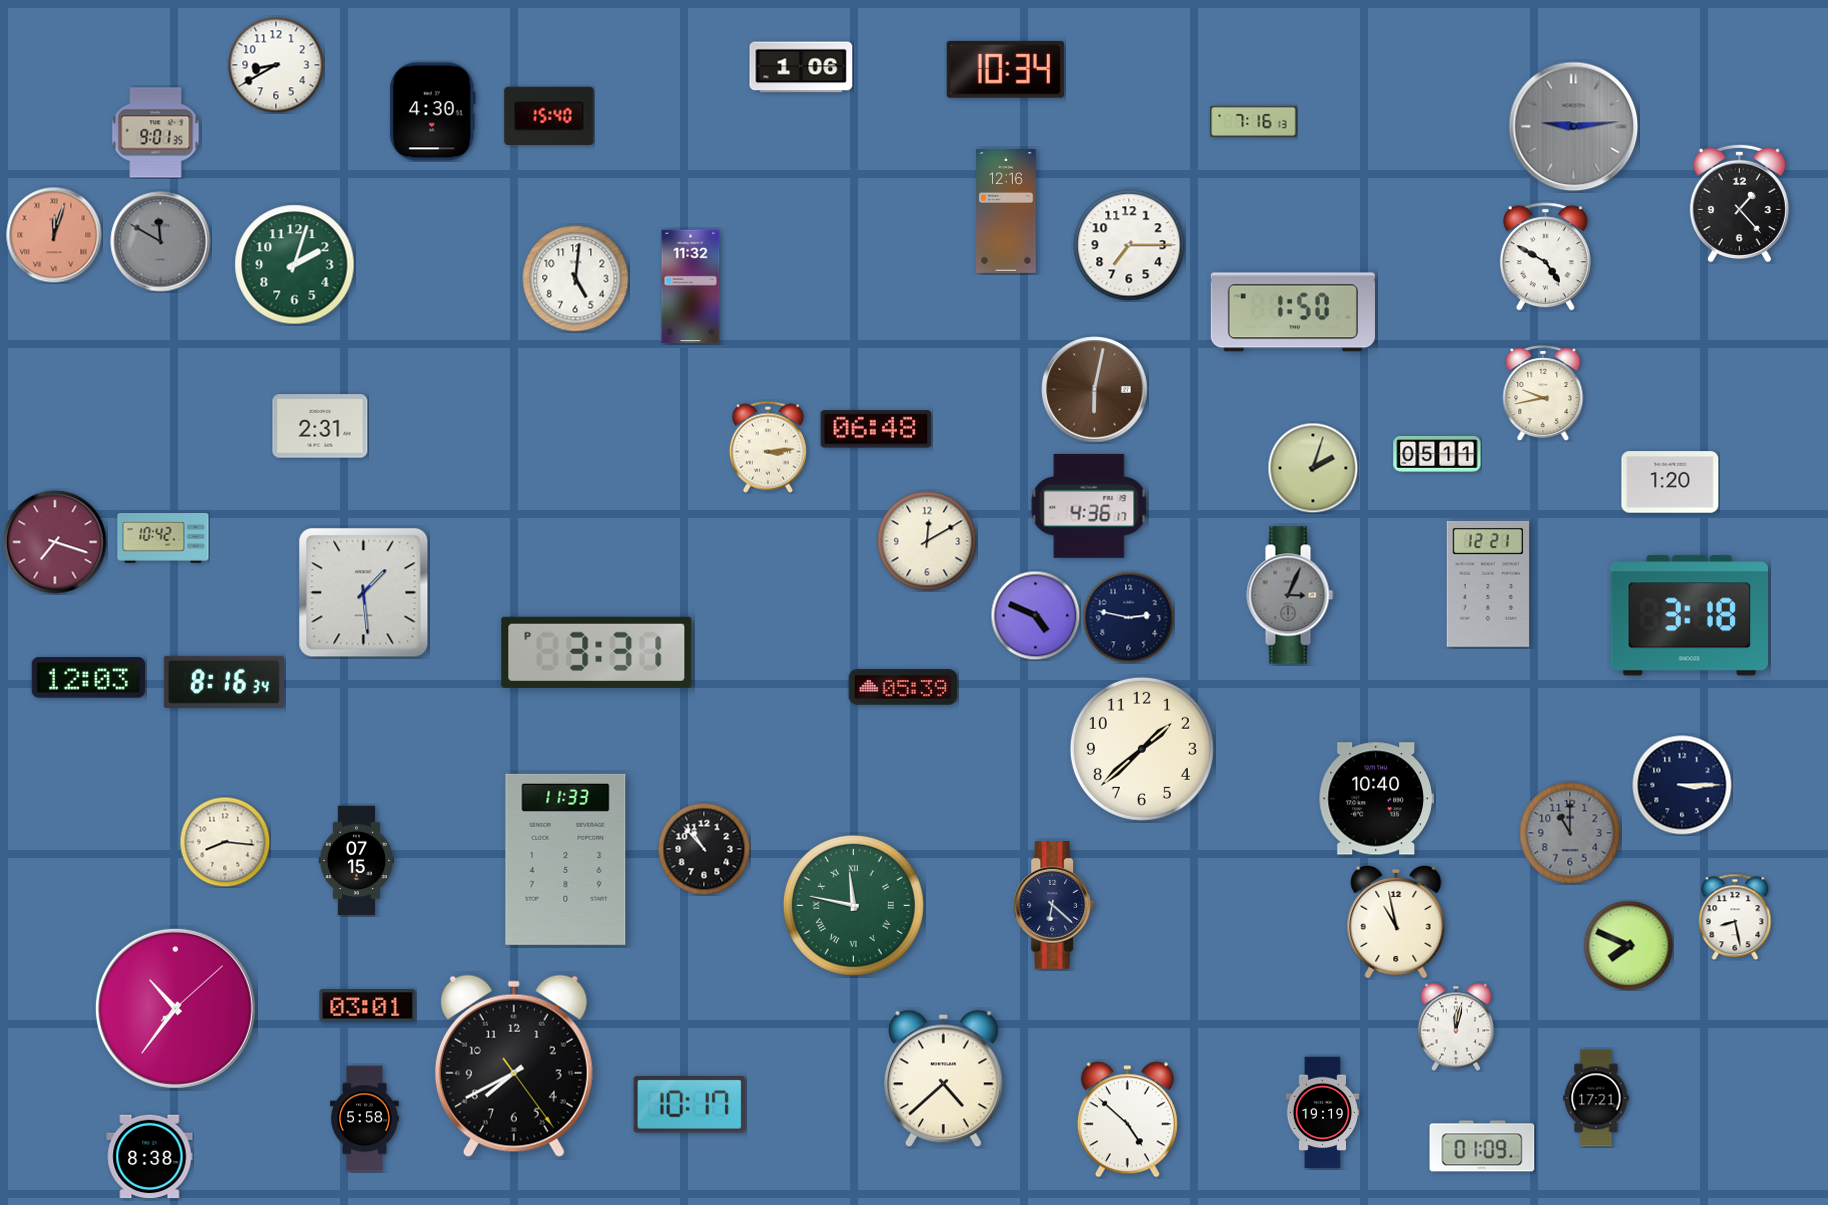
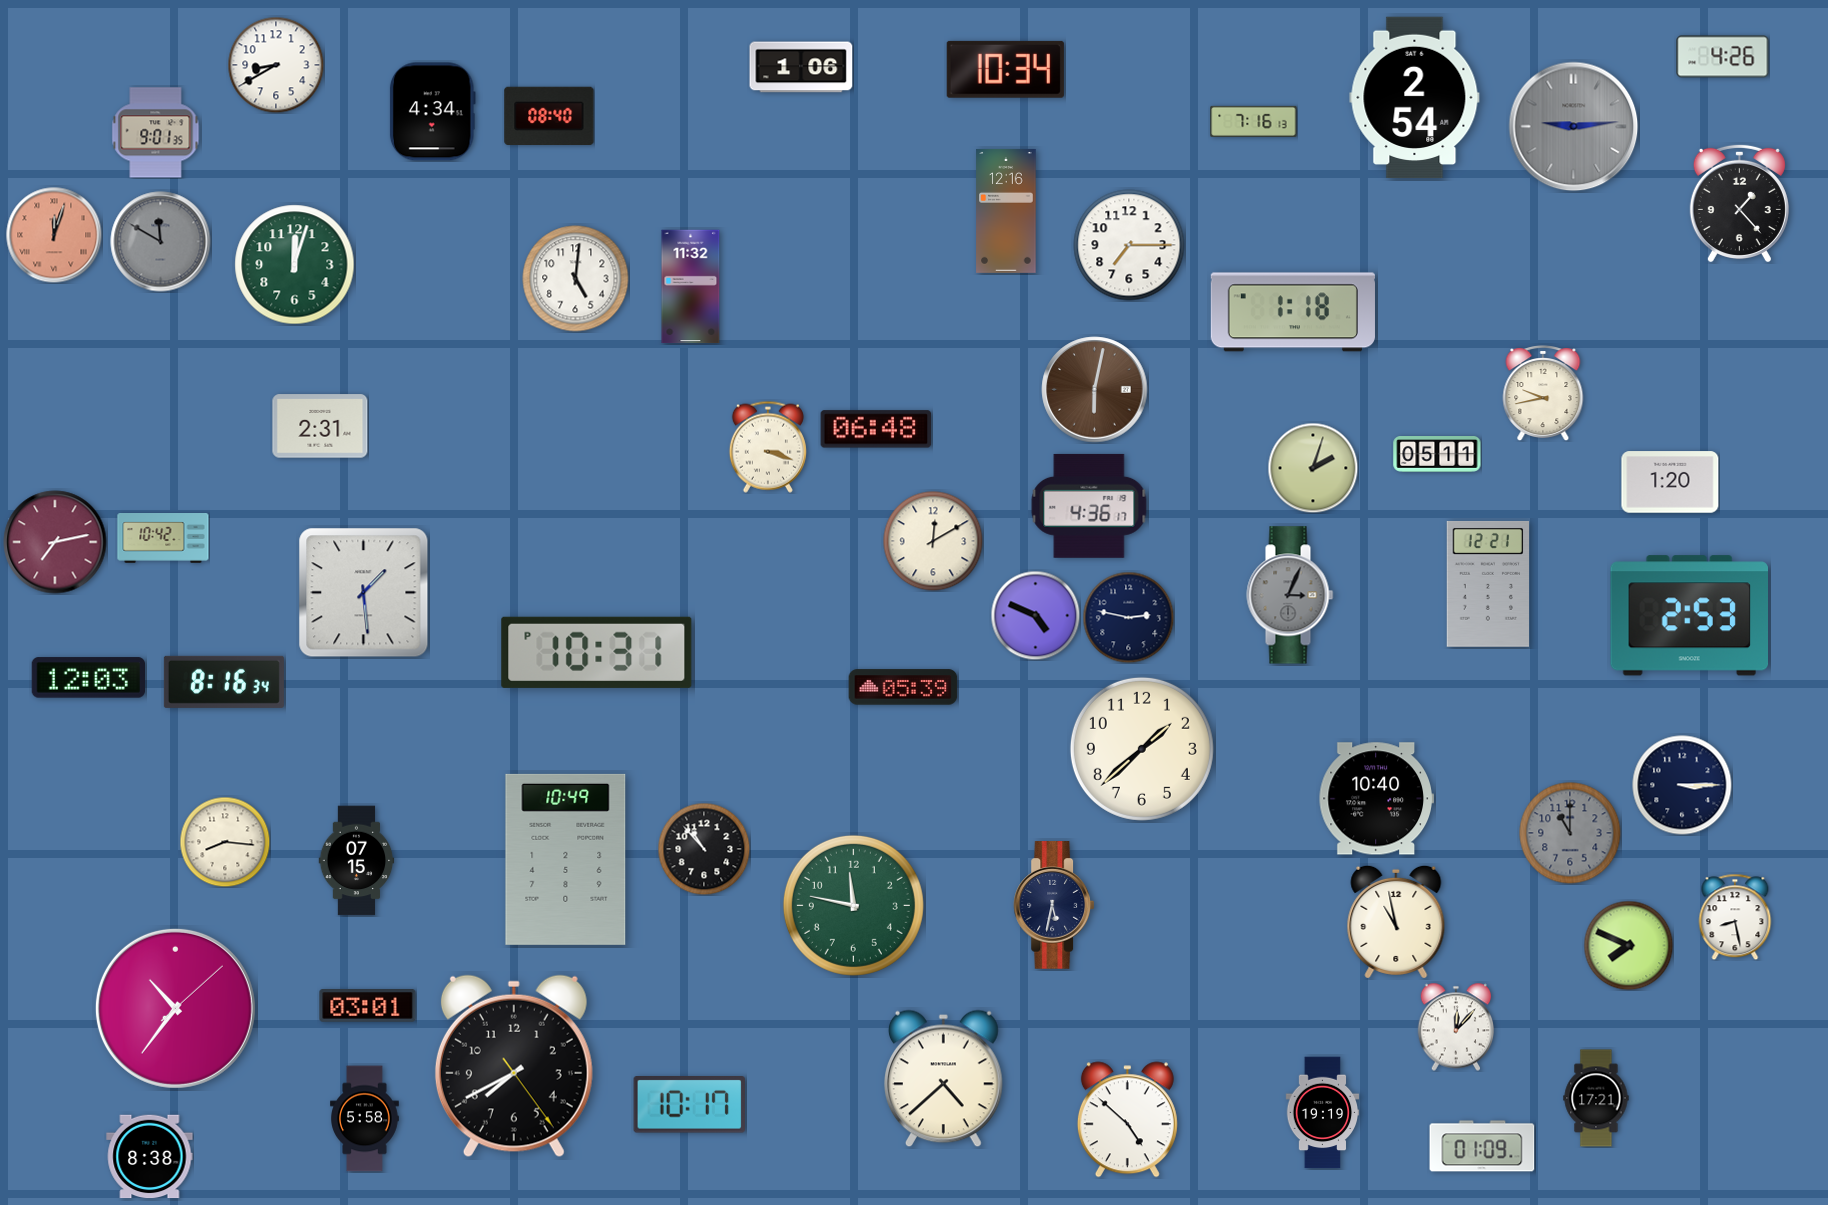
clock at (1723, 57): none -> 4:26
clock at (1415, 98): none -> 2:54
clock at (432, 112): 4:30 -> 4:34
clock at (549, 115): 15:40 -> 08:40
clock at (1545, 257): 4:50 -> none
clock at (295, 265): 2:03 -> 12:03
clock at (1293, 312): 1:50 -> 1:18
clock at (768, 447): 3:14 -> 3:18
clock at (927, 541) position: (927, 541) -> (933, 541)
clock at (55, 542): 7:18 -> 7:13
clock at (1689, 616): 3:18 -> 2:53
clock at (597, 652): 3:31 -> 10:31
clock at (566, 859): 11:33 -> 10:49
clock at (853, 905) numerals: Roman -> Arabic
clock at (1054, 905): 6:22 -> 5:32
clock at (1456, 1027): 12:02 -> 12:07
